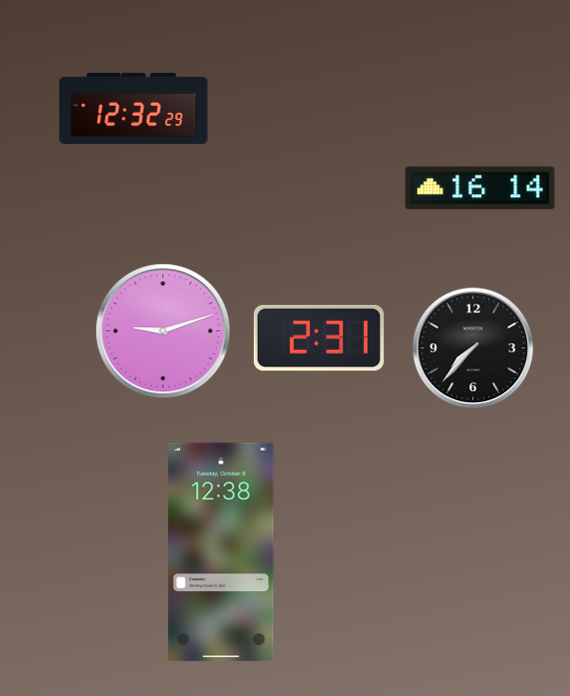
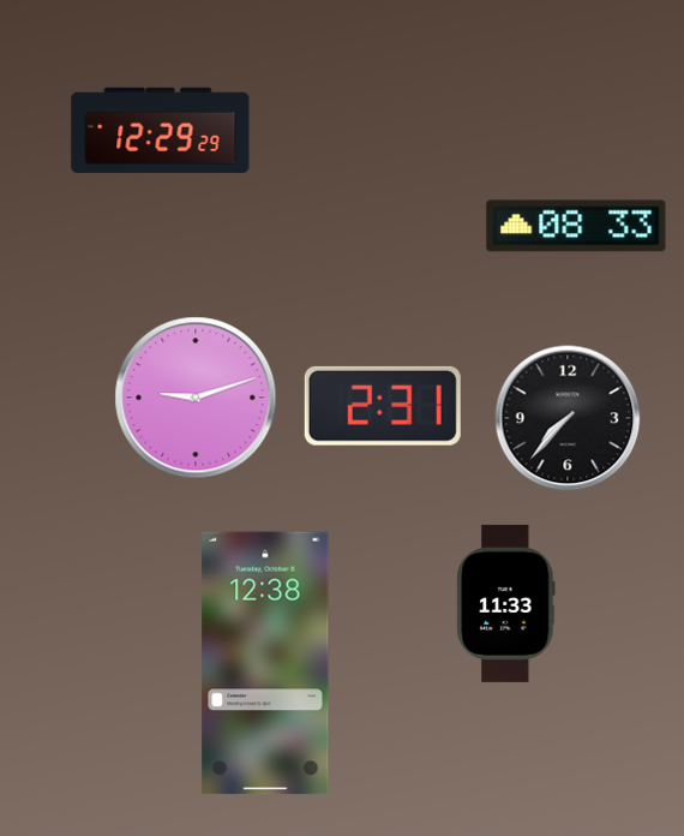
clock at (134, 108): 12:32 -> 12:29
clock at (480, 188): 16:14 -> 08:33
clock at (506, 603): none -> 11:33
